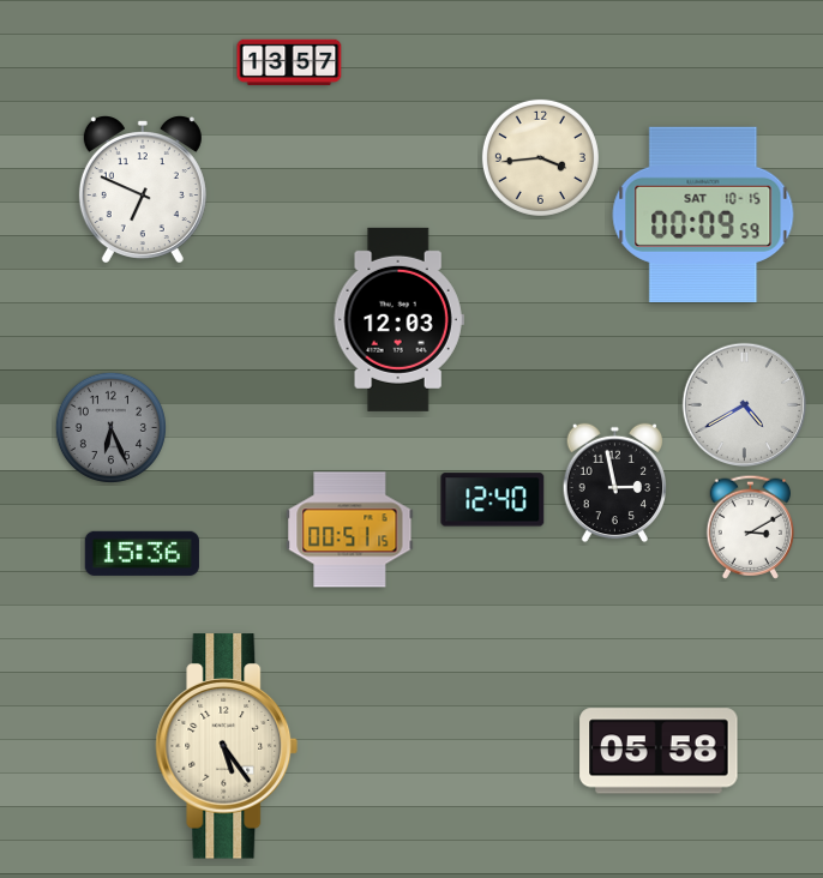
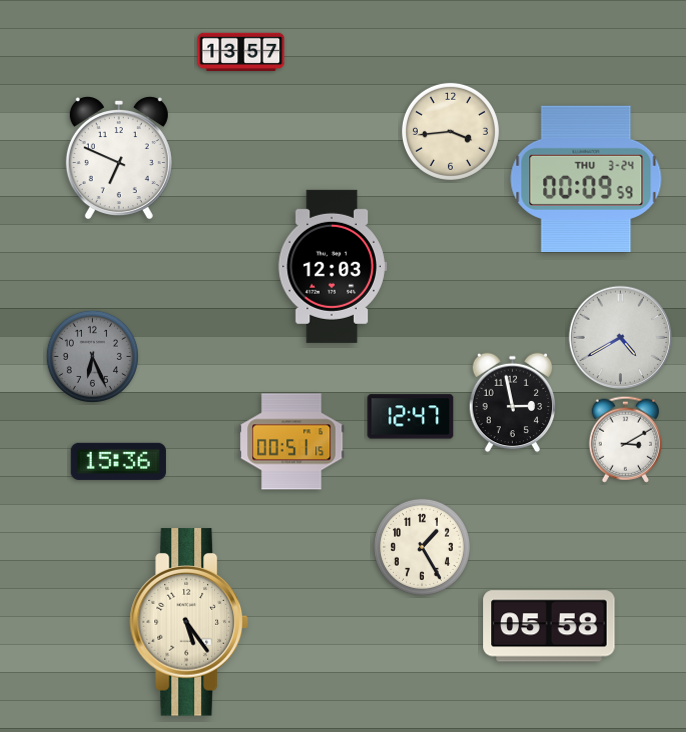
clock at (703, 214) date: SAT 10-15 -> THU 3-24
clock at (493, 500): 12:40 -> 12:47
clock at (422, 547): none -> 1:25
